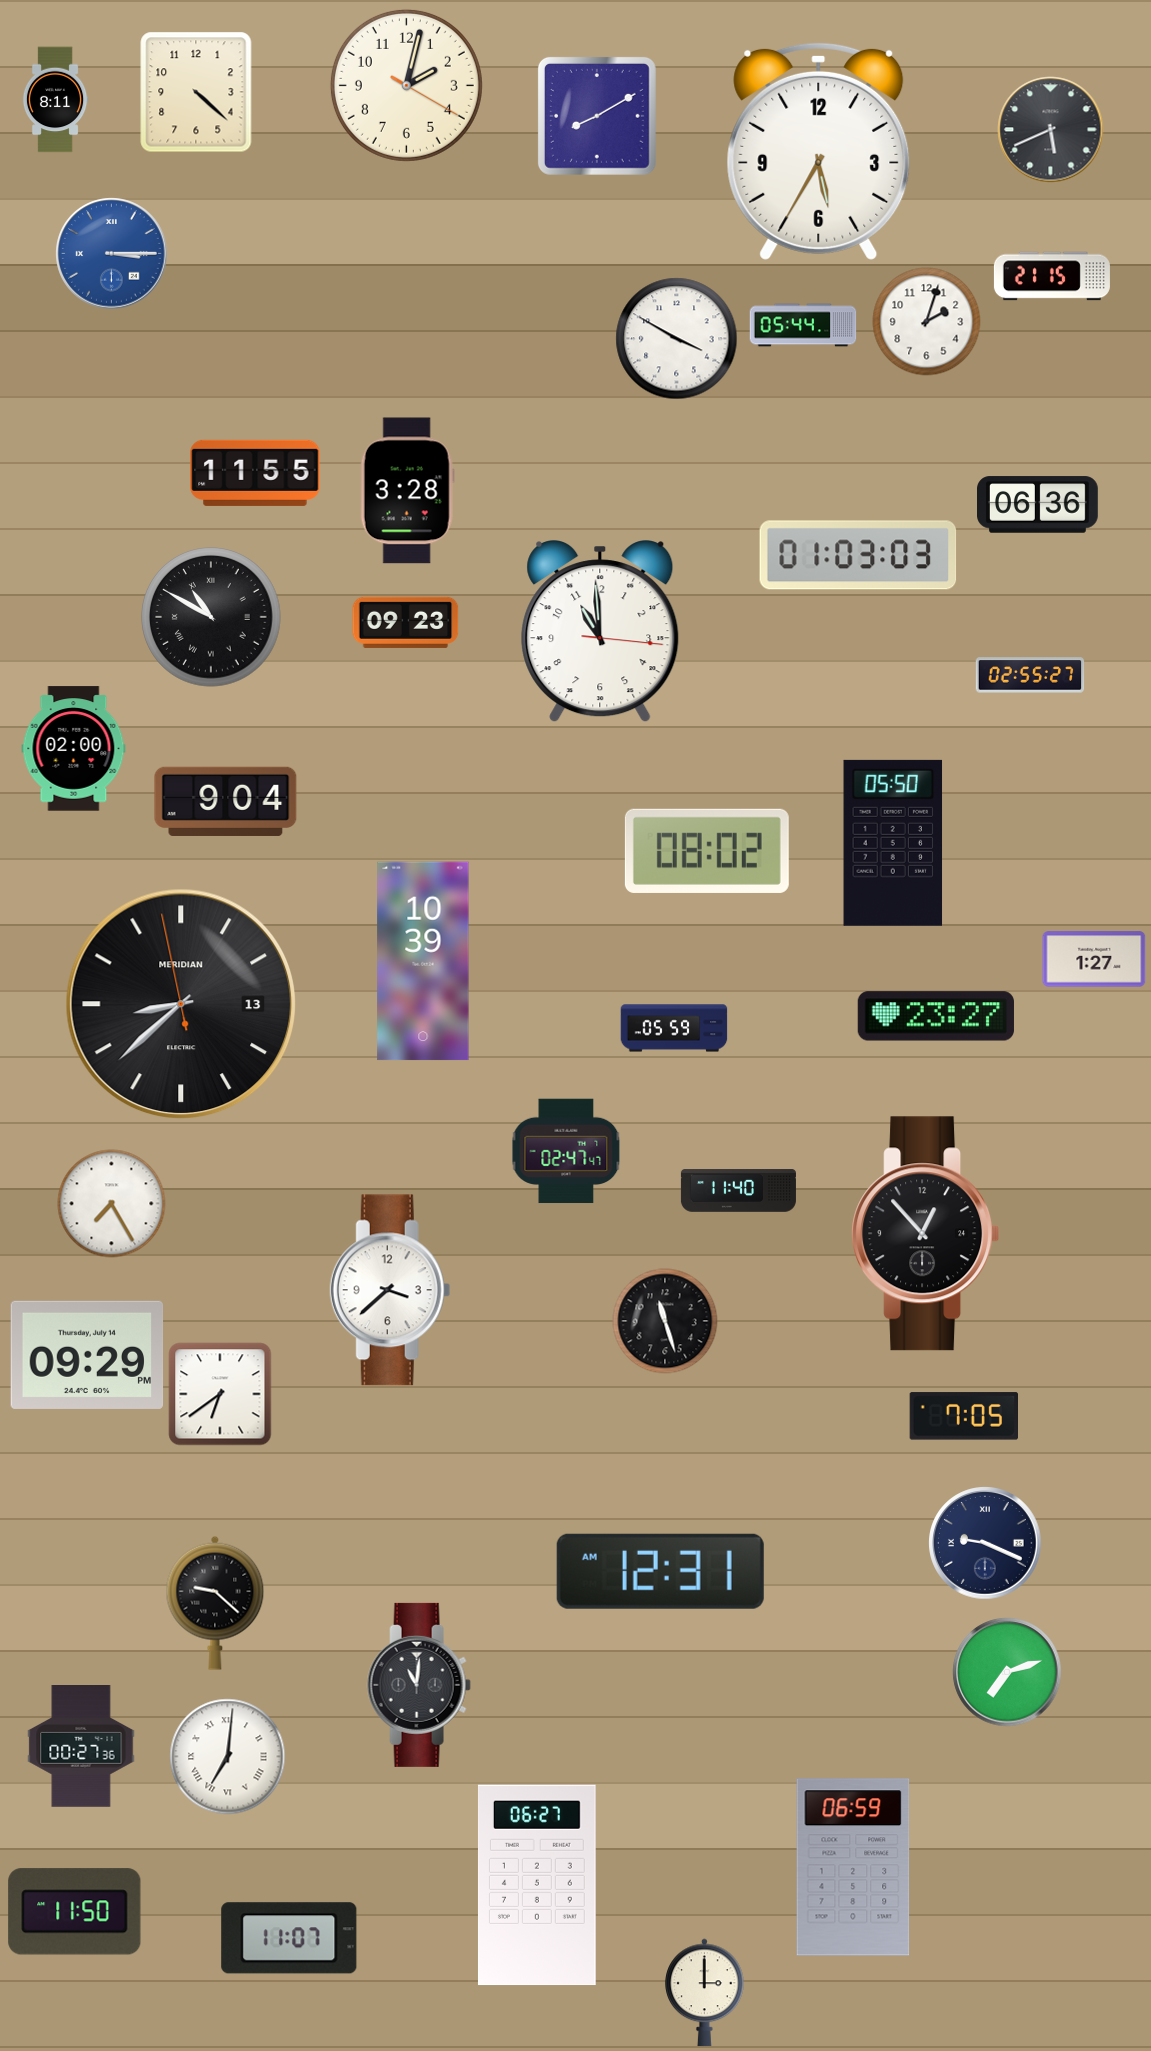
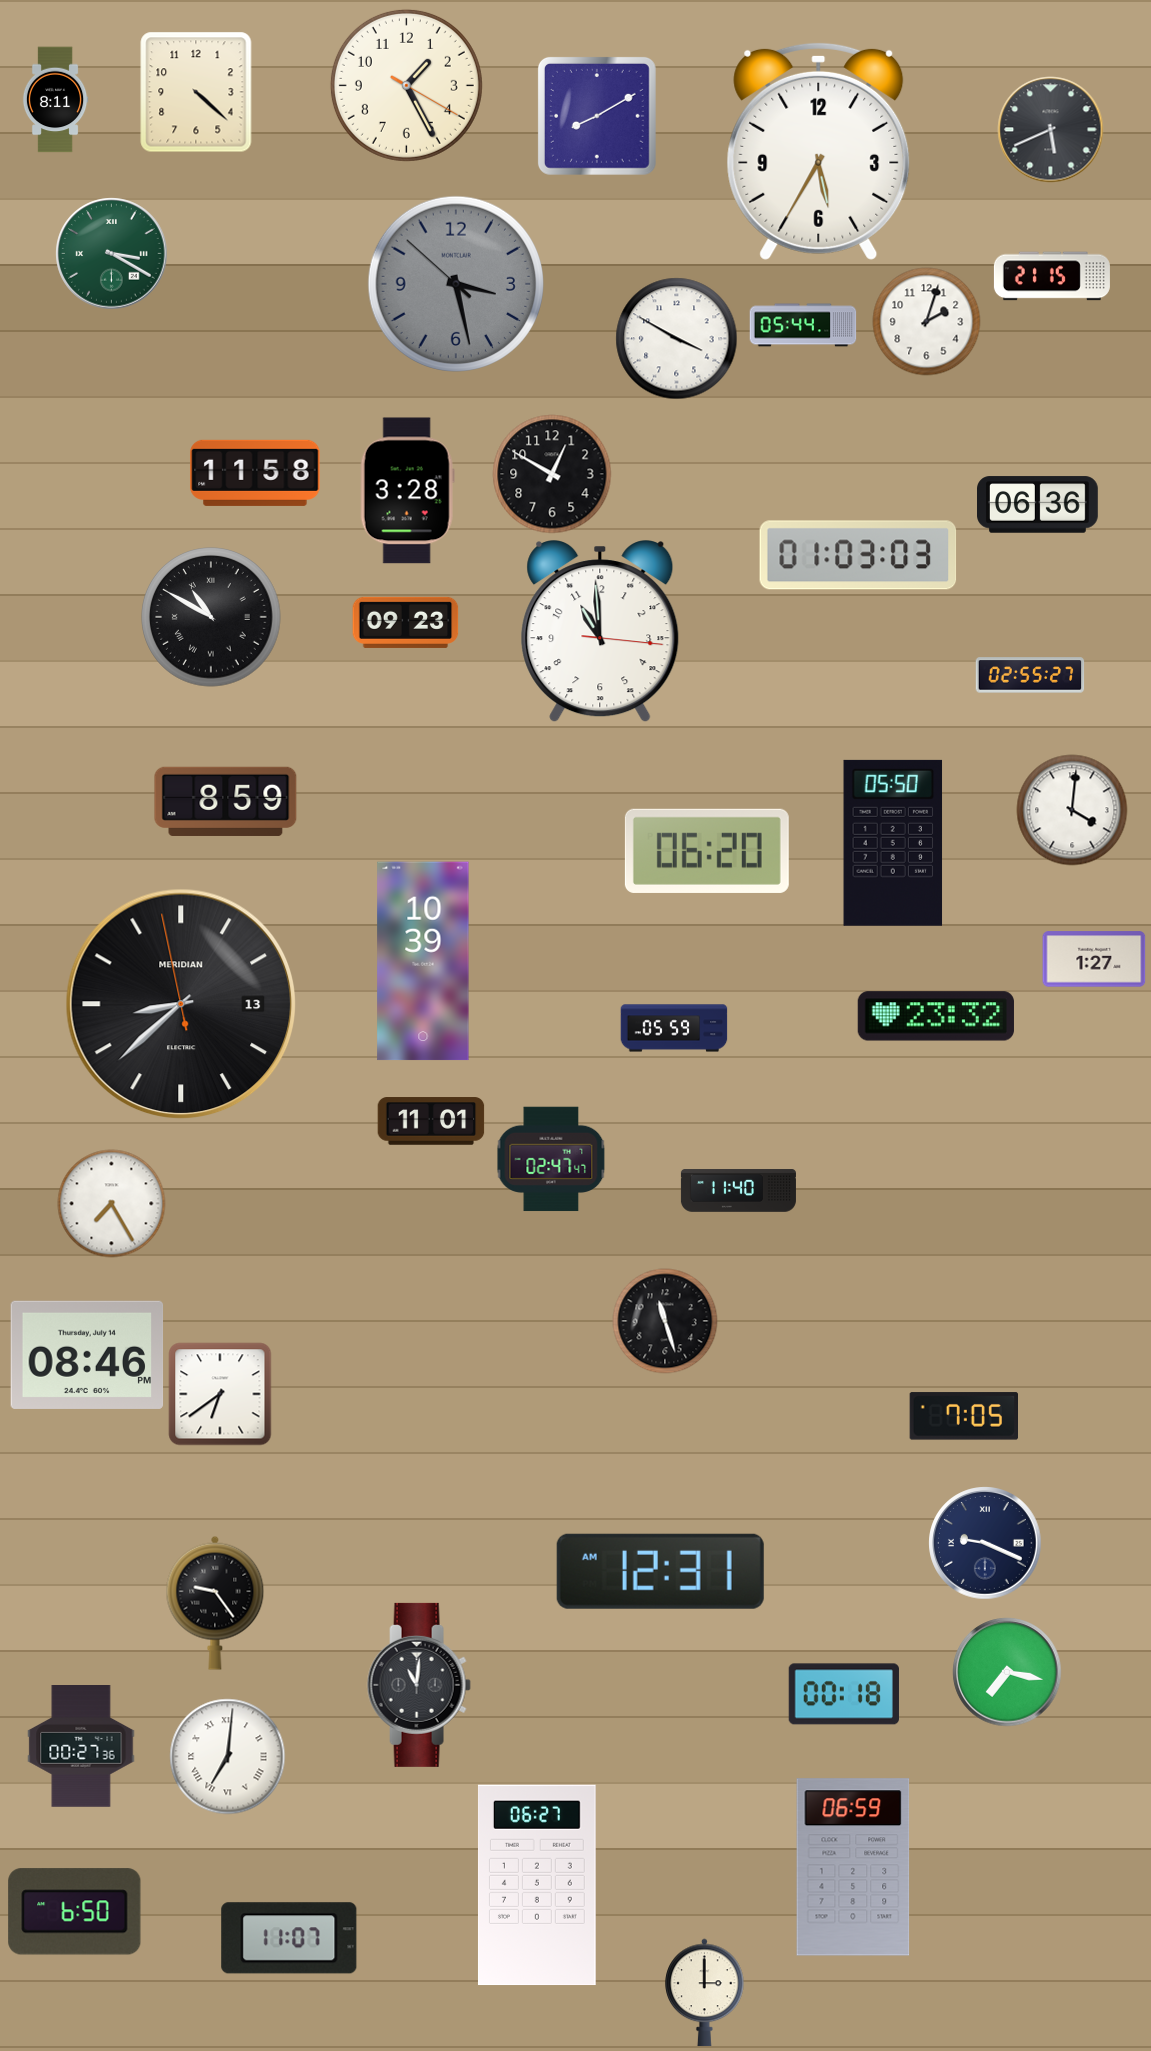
clock at (406, 85): 2:02 -> 1:25
clock at (112, 254): 3:15 -> 3:20
clock at (112, 254) dial: blue -> green
clock at (456, 284): none -> 3:27
clock at (255, 473): 11:55 -> 11:58
clock at (552, 474): none -> 12:50
clock at (74, 749): 02:00 -> none
clock at (226, 801): 9:04 -> 8:59
clock at (1072, 810): none -> 4:01
clock at (707, 851): 08:02 -> 06:20
clock at (936, 1016): 23:27 -> 23:32
clock at (431, 1121): none -> 11:01
clock at (566, 1151) position: (566, 1151) -> (551, 1159)
clock at (926, 1234): 12:53 -> none
clock at (390, 1290): 3:38 -> none
clock at (87, 1355): 09:29 -> 08:46
clock at (215, 1603): 9:22 -> 9:24
clock at (1007, 1672): 7:12 -> 7:17
clock at (844, 1694): none -> 00:18
clock at (75, 1912): 11:50 -> 6:50
